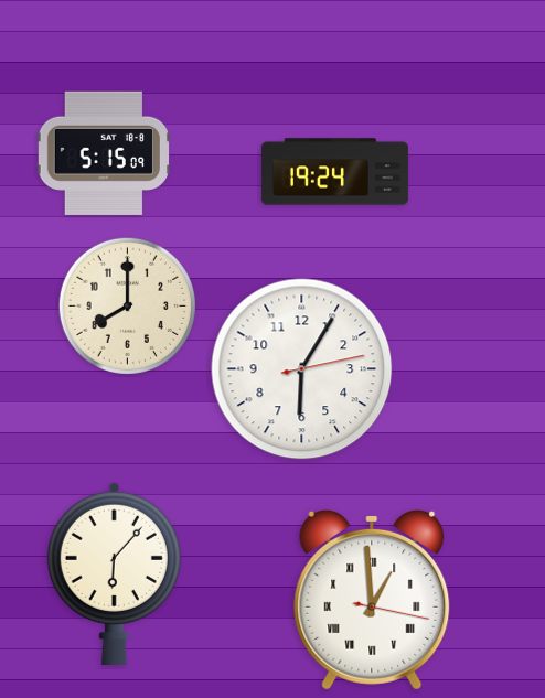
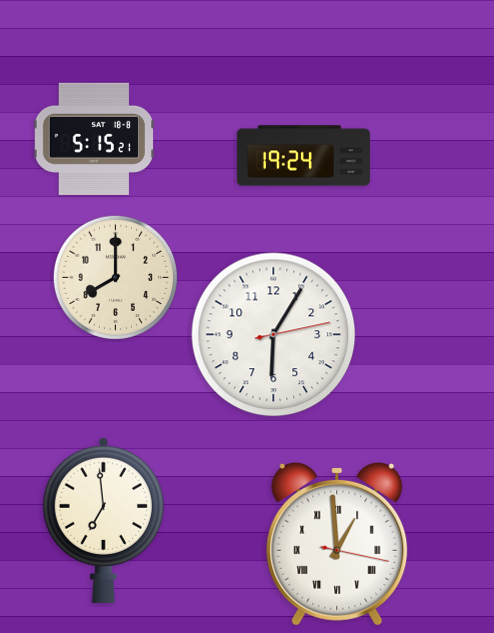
clock at (103, 153): 5:15:09 -> 5:15:21
clock at (114, 572): 6:07 -> 6:59
